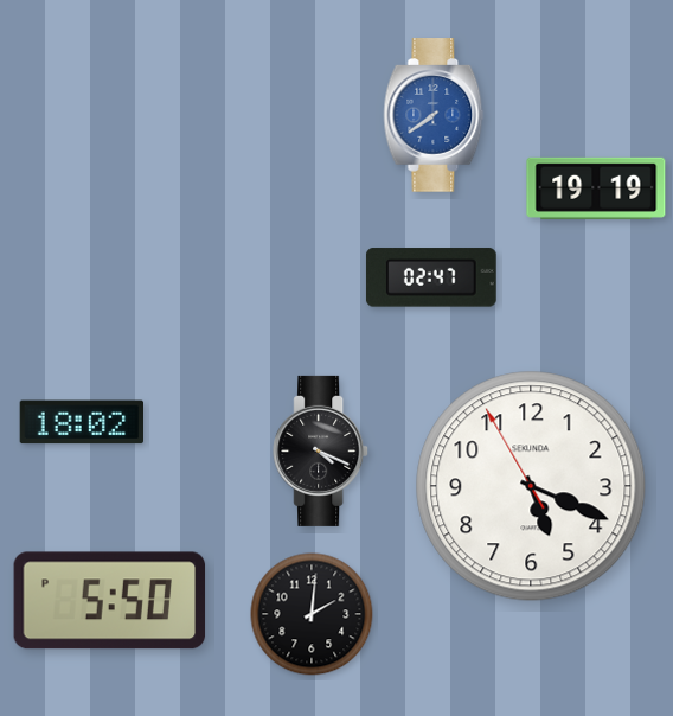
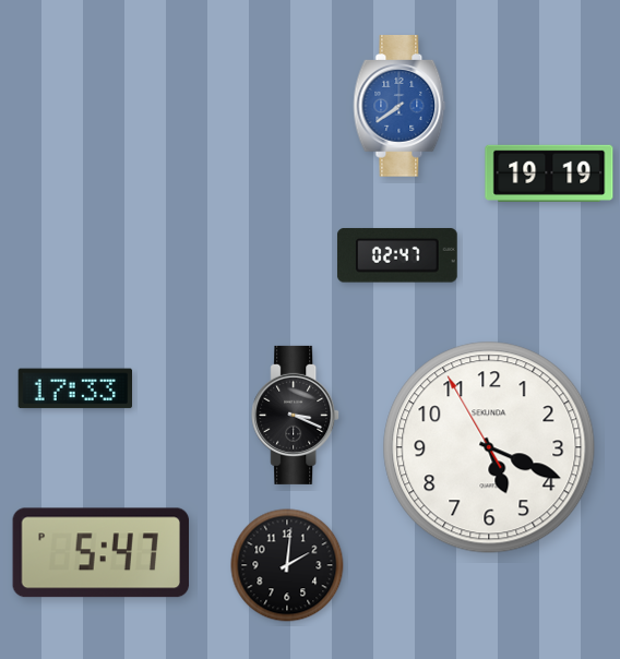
clock at (81, 422): 18:02 -> 17:33
clock at (321, 450): 4:19 -> 3:19
clock at (110, 601): 5:50 -> 5:47
